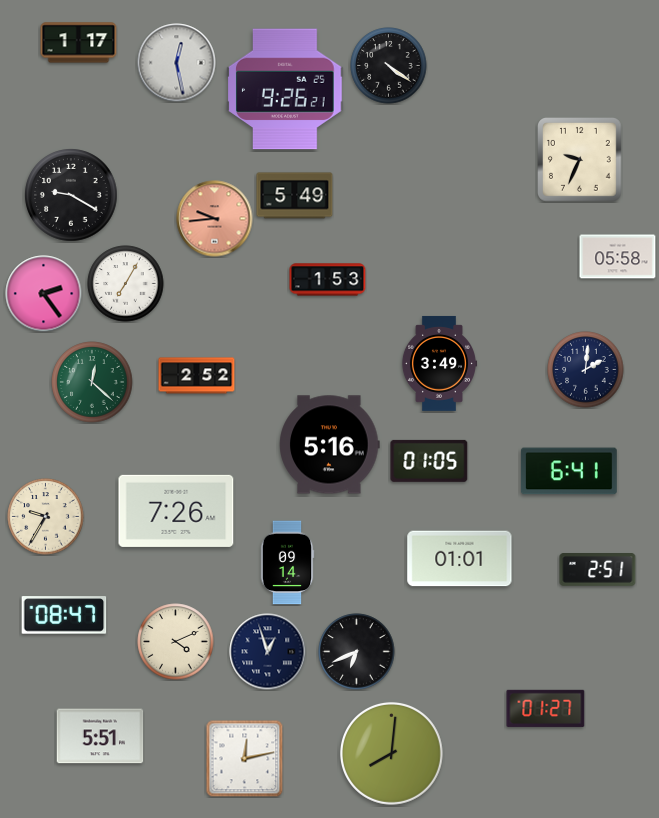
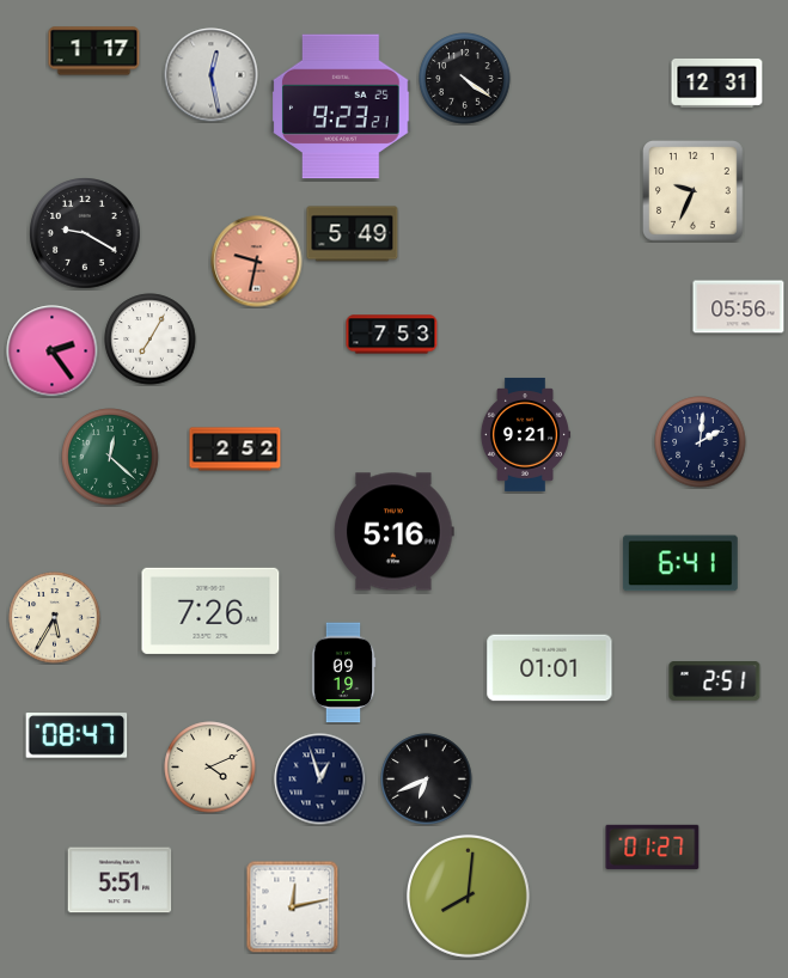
clock at (717, 82): none -> 12:31
clock at (285, 89): 9:26 -> 9:23
clock at (215, 219): 9:44 -> 9:32
clock at (618, 257): 05:58 -> 05:56
clock at (328, 280): 1:53 -> 7:53
clock at (439, 363): 3:49 -> 9:21
clock at (429, 461): 01:05 -> none
clock at (46, 517): 9:35 -> 5:35
clock at (287, 563): 09:14 -> 09:19
clock at (391, 753) position: (391, 753) -> (468, 896)
